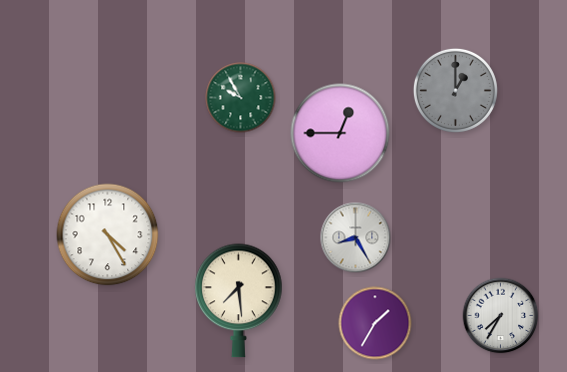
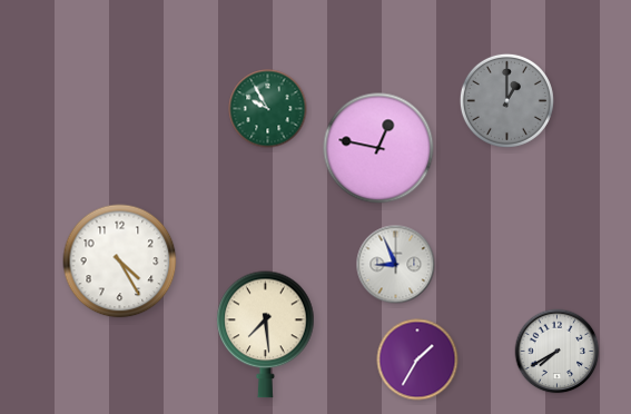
clock at (340, 133): 12:45 -> 12:47
clock at (356, 238): 8:25 -> 8:56
clock at (501, 316): 7:35 -> 7:40
